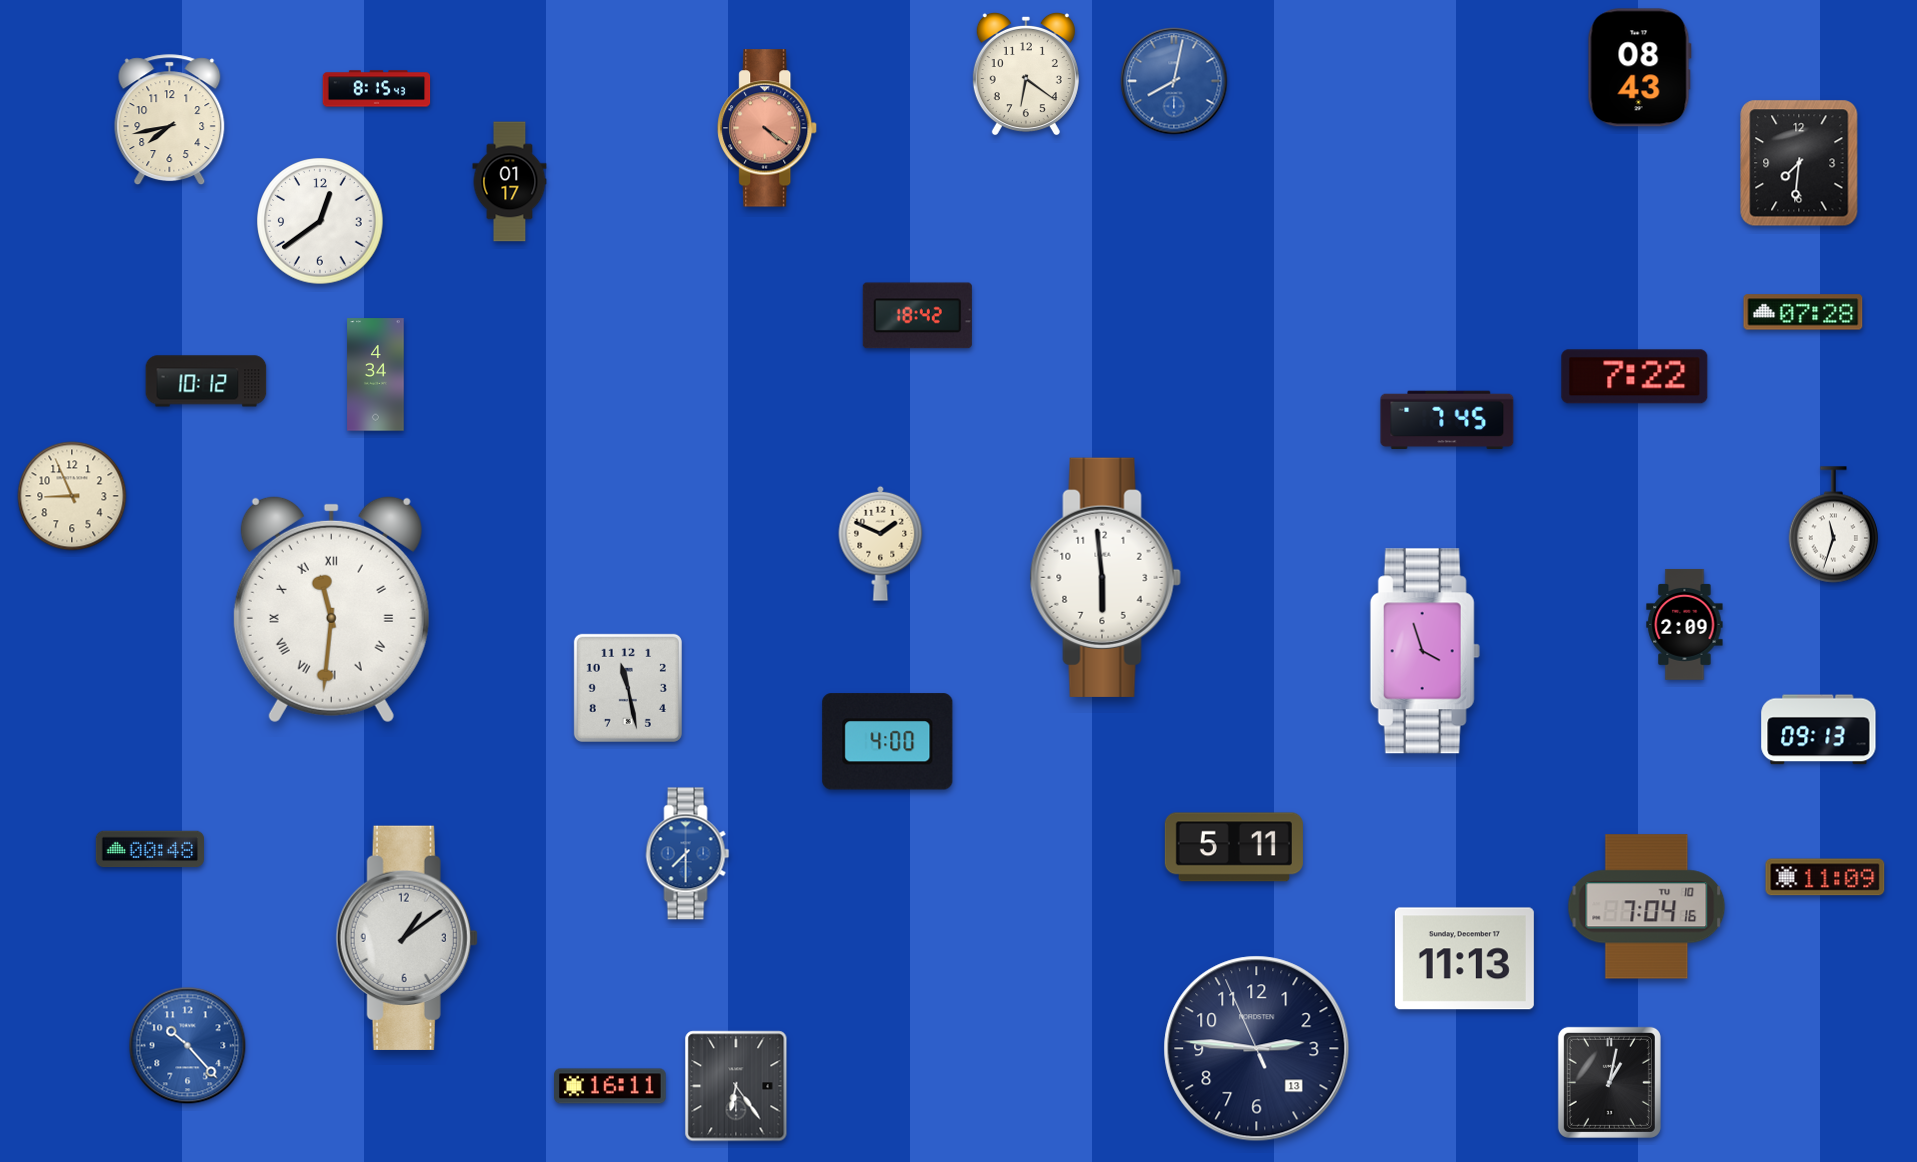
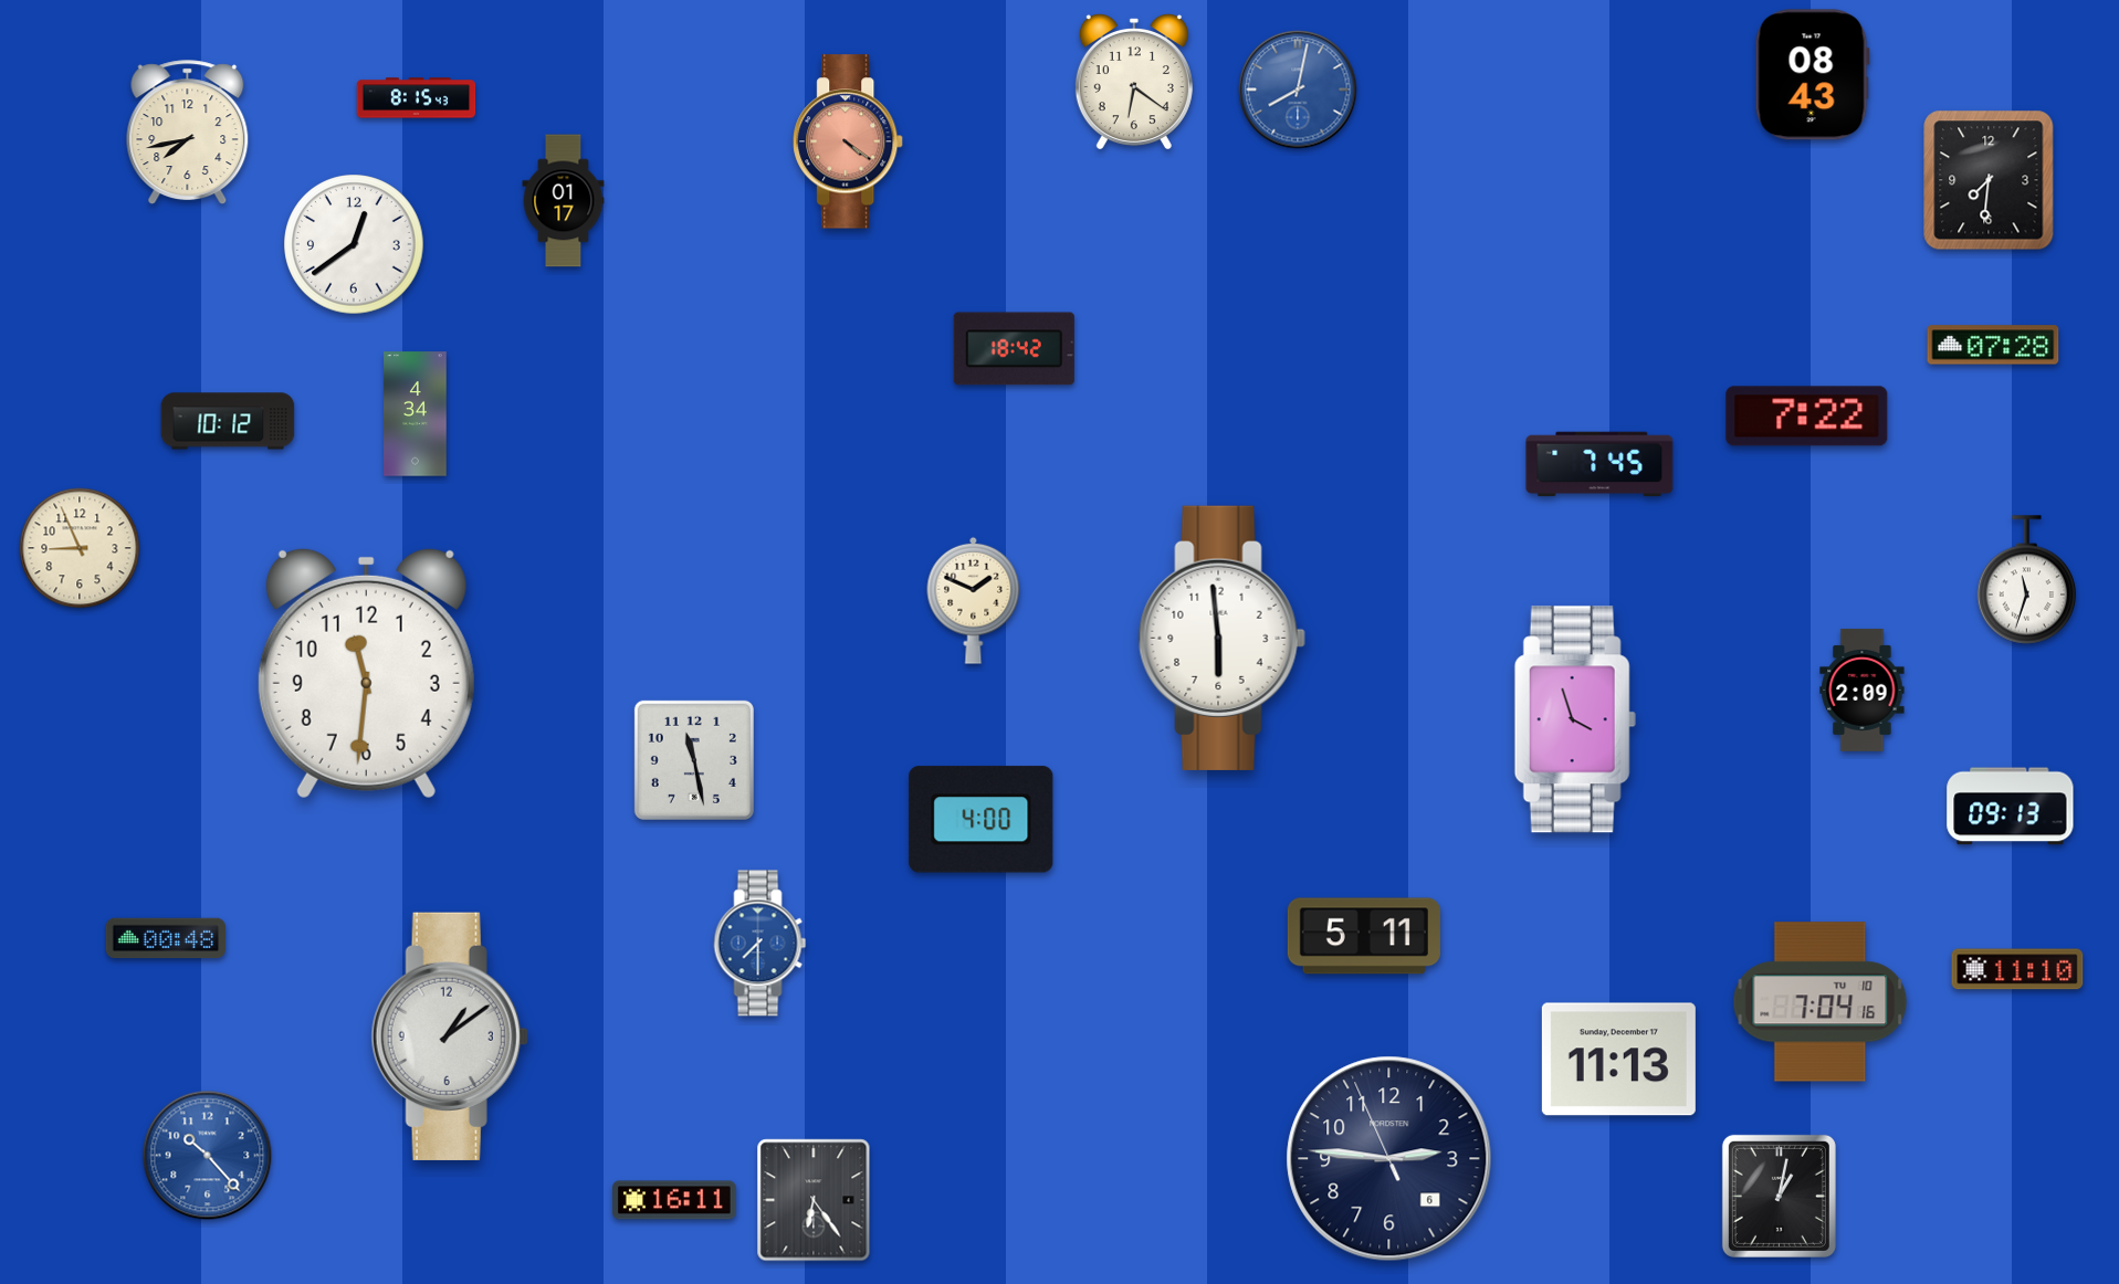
clock at (331, 609) numerals: Roman -> Arabic
clock at (1825, 877): 11:09 -> 11:10
clock at (1257, 1049) date: 13 -> 6
